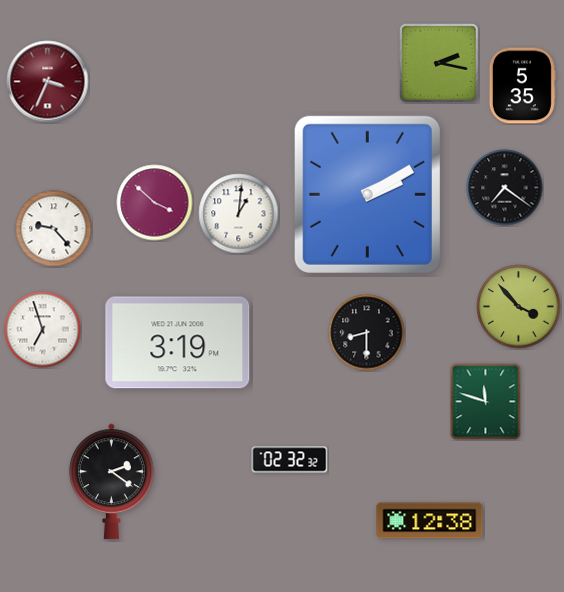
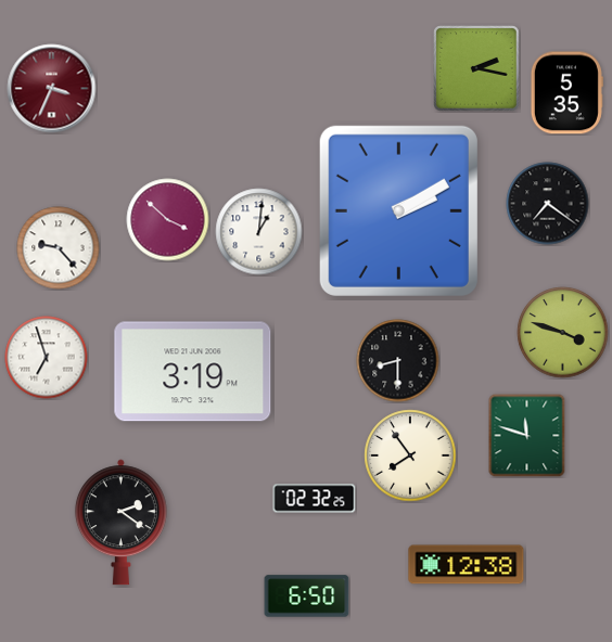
clock at (519, 307): 3:53 -> 3:48
clock at (410, 455): none -> 7:54
clock at (290, 460): 02:32:32 -> 02:32:25
clock at (307, 596): none -> 6:50
